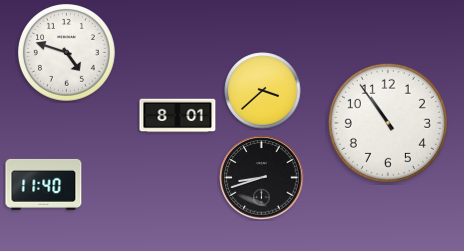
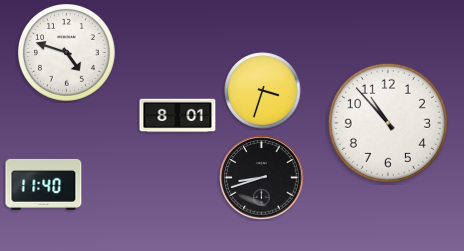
clock at (263, 91): 3:38 -> 3:33
clock at (388, 123): 10:54 -> 10:53
